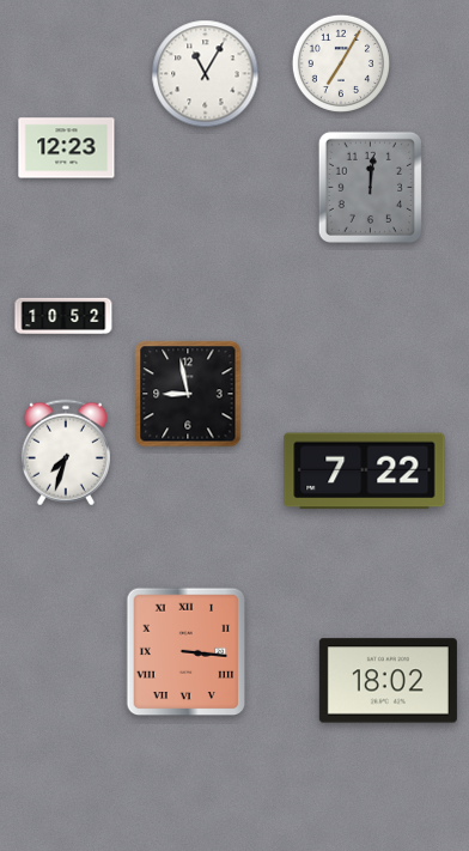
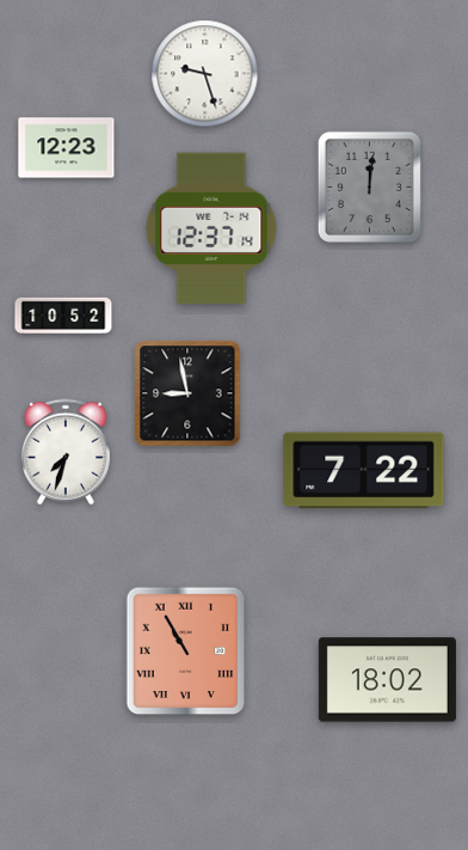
clock at (341, 63): 7:05 -> none
clock at (206, 74): 11:05 -> 9:27
clock at (211, 228): none -> 12:37
clock at (187, 652): 3:16 -> 10:55
